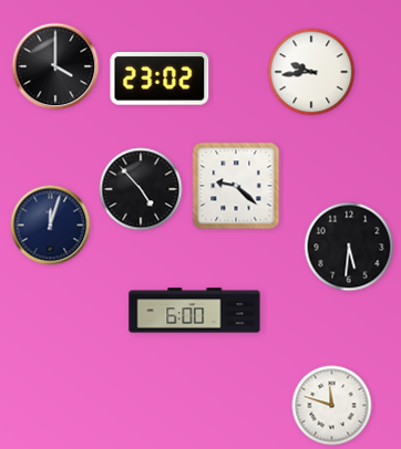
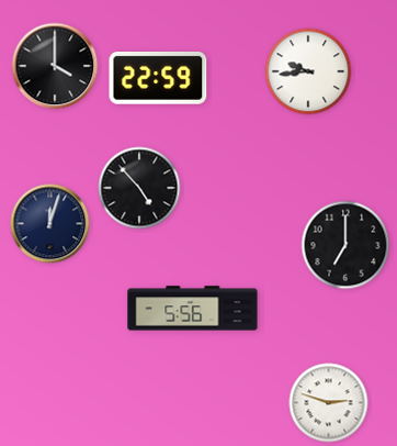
clock at (160, 80): 23:02 -> 22:59
clock at (236, 186): 9:22 -> none
clock at (349, 247): 5:31 -> 7:00
clock at (195, 311): 6:00 -> 5:56
clock at (332, 406): 11:48 -> 2:48
